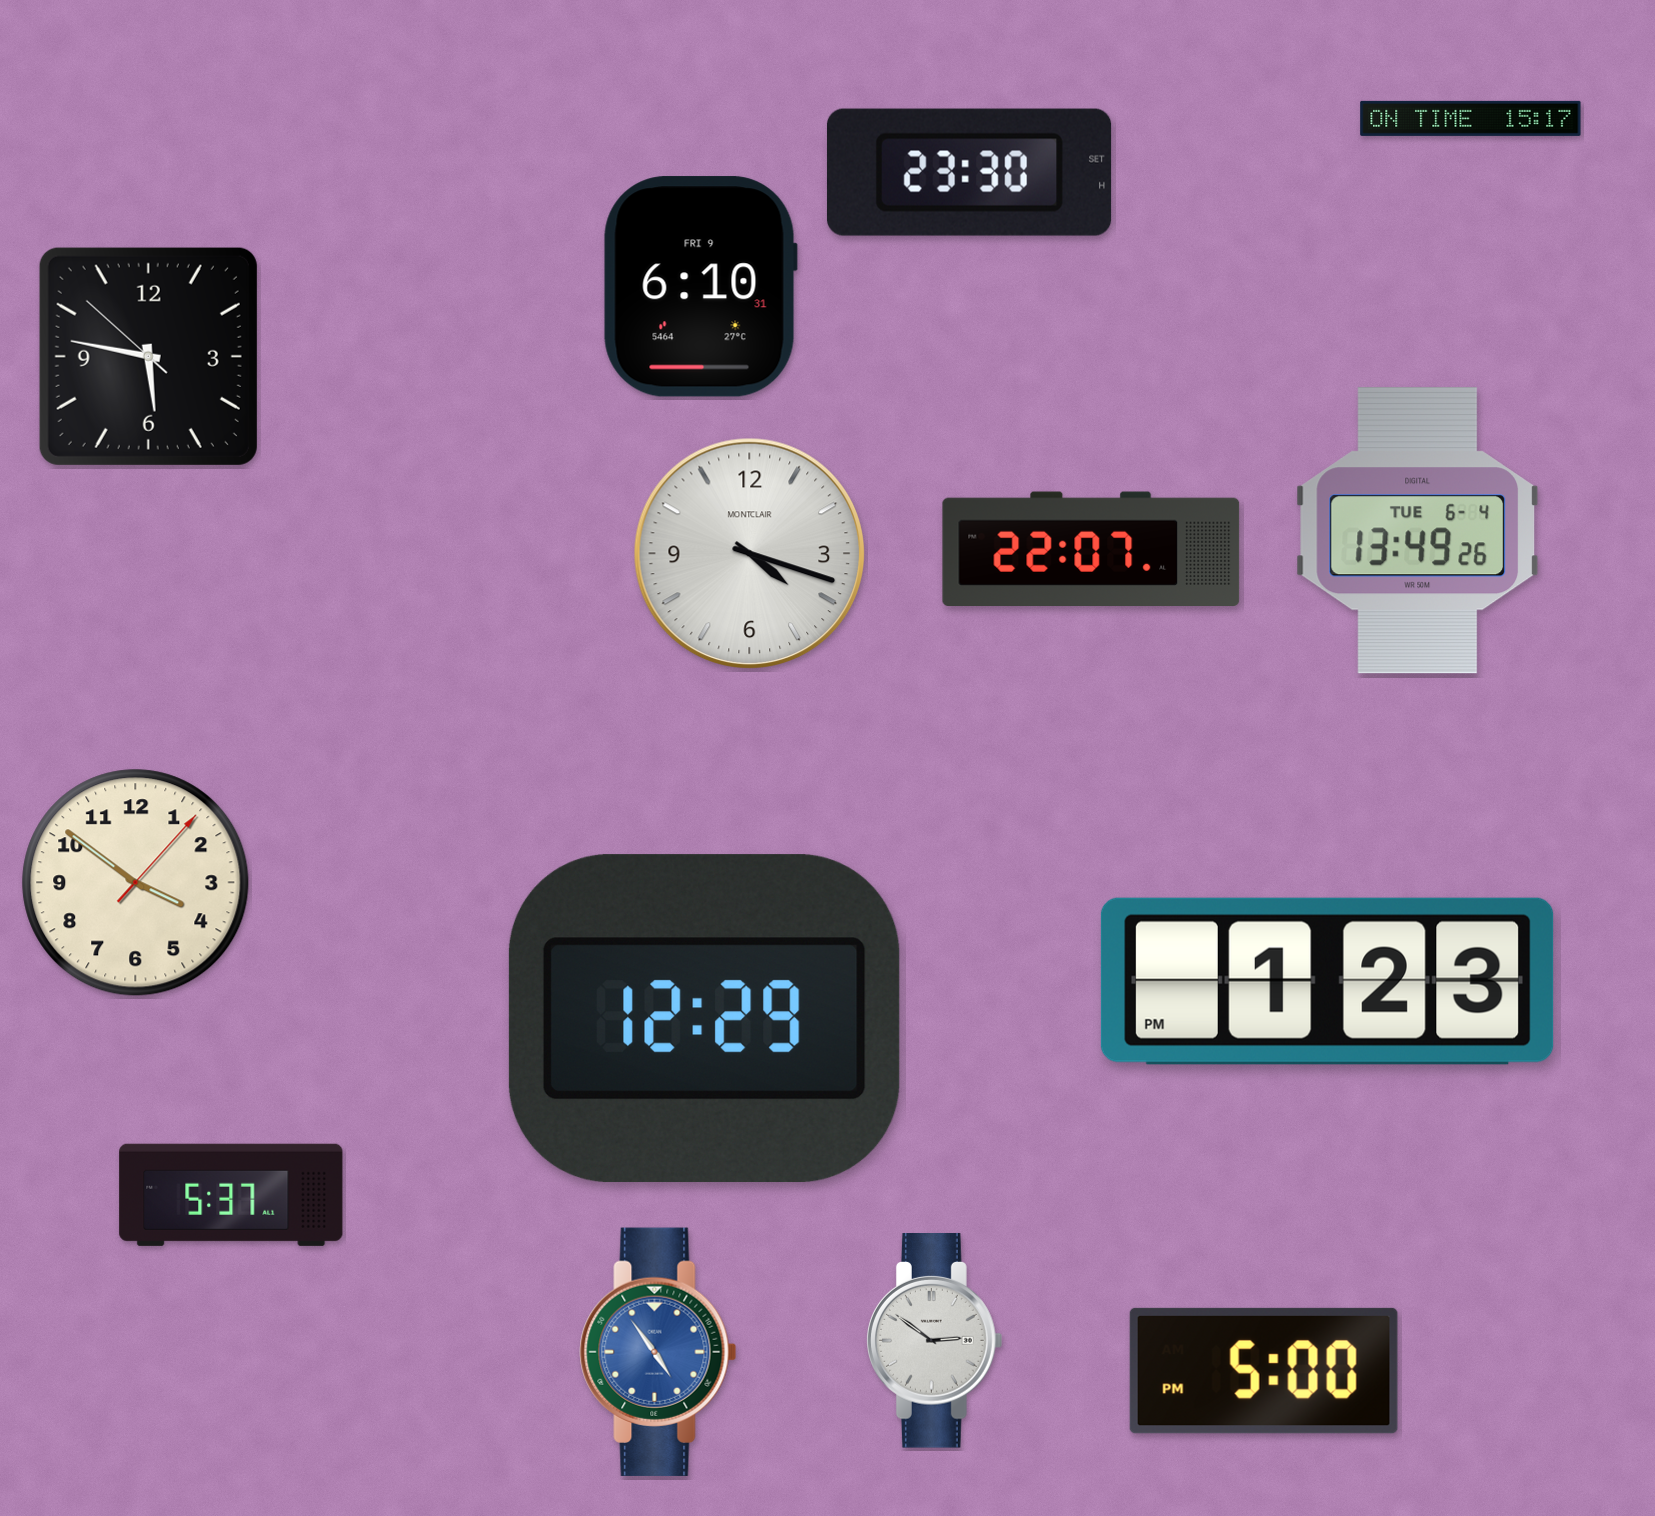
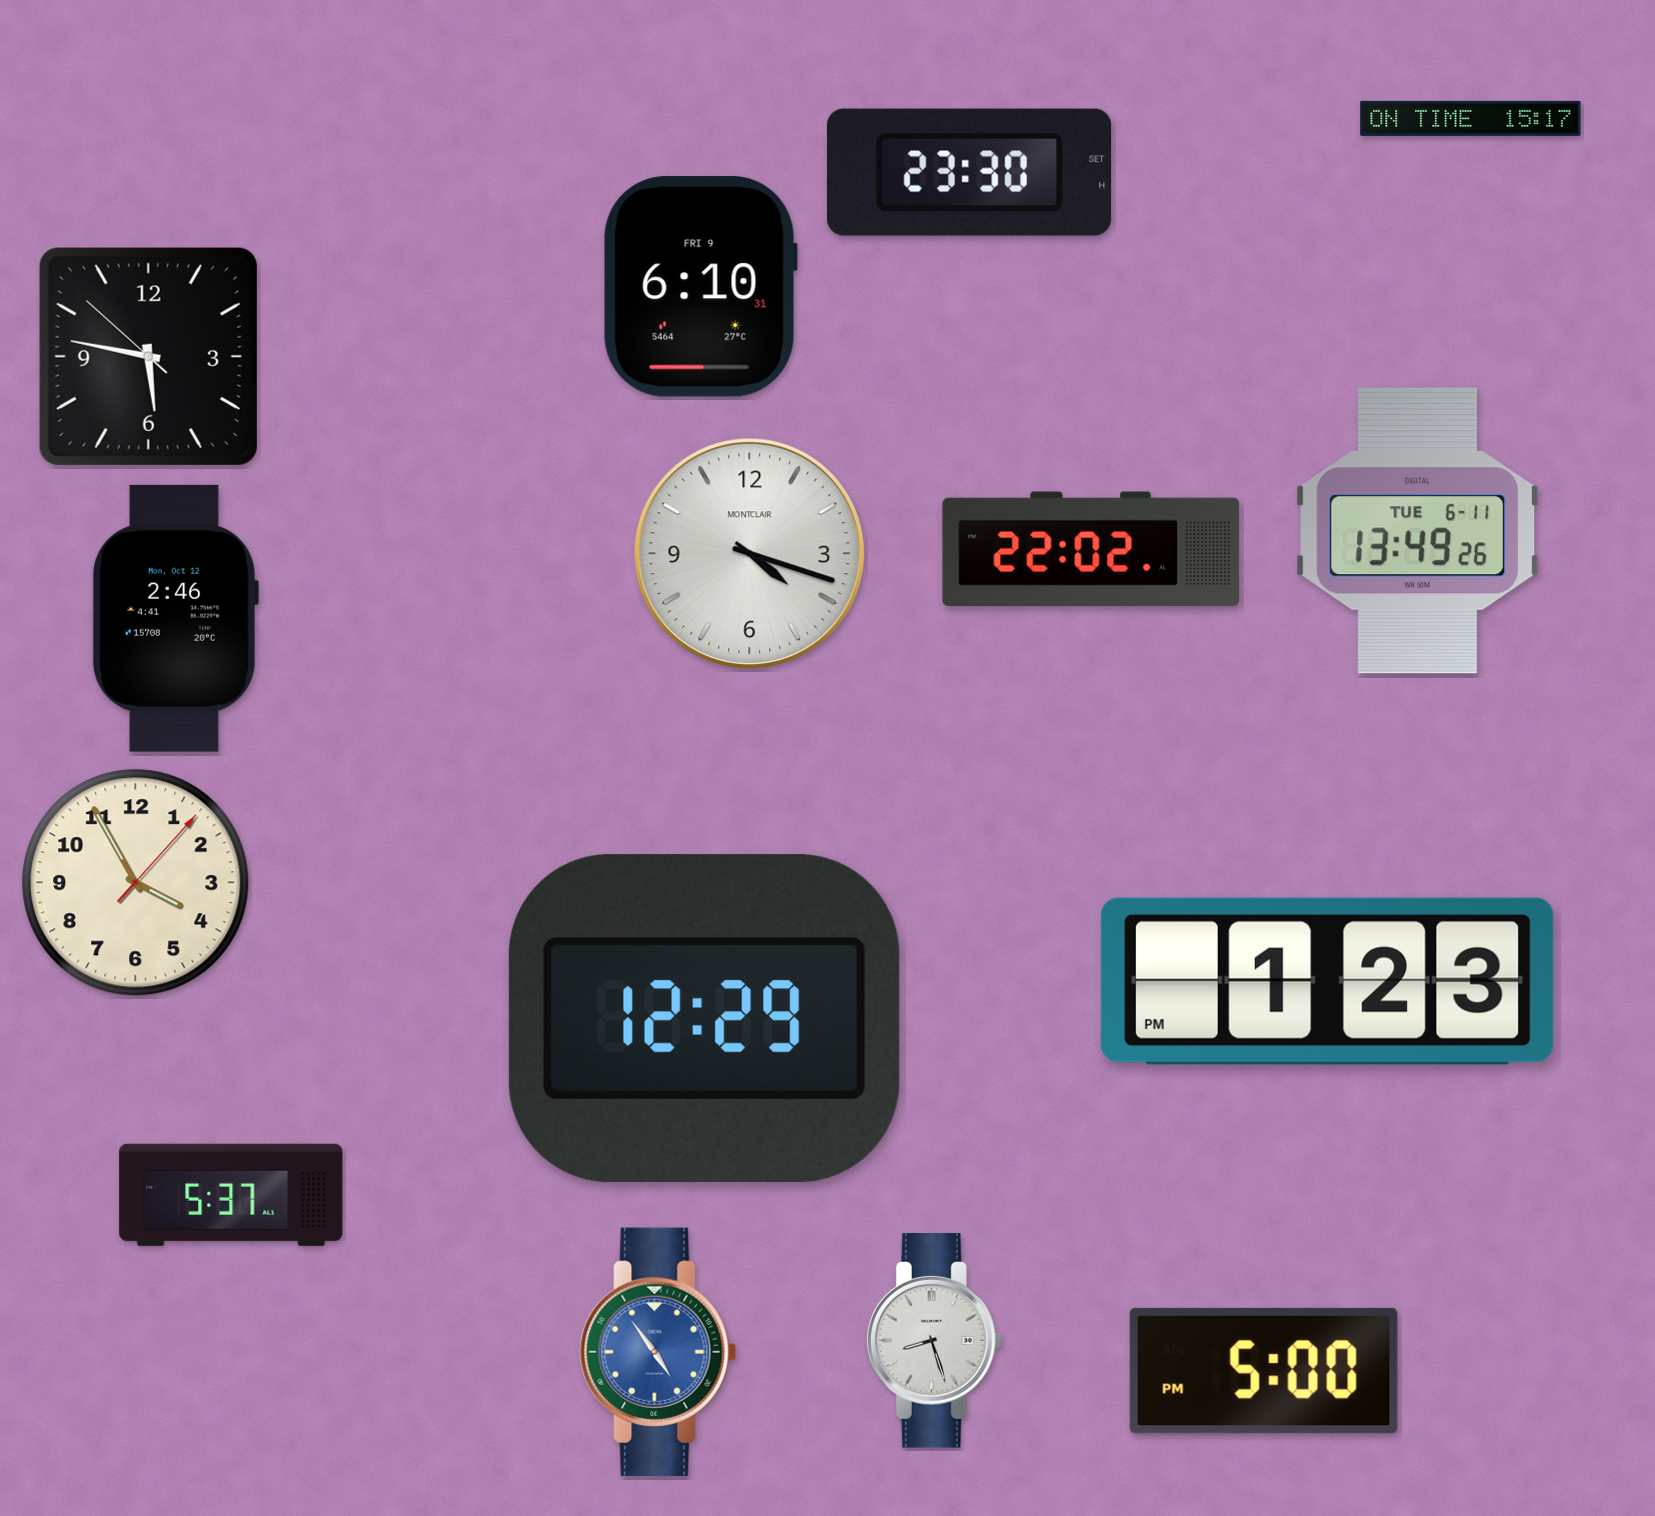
clock at (1418, 531) date: TUE 6-4 -> TUE 6-11
clock at (1091, 548): 22:07 -> 22:02
clock at (175, 618): none -> 2:46
clock at (136, 883): 3:51 -> 3:55
clock at (935, 1341): 2:51 -> 8:27
